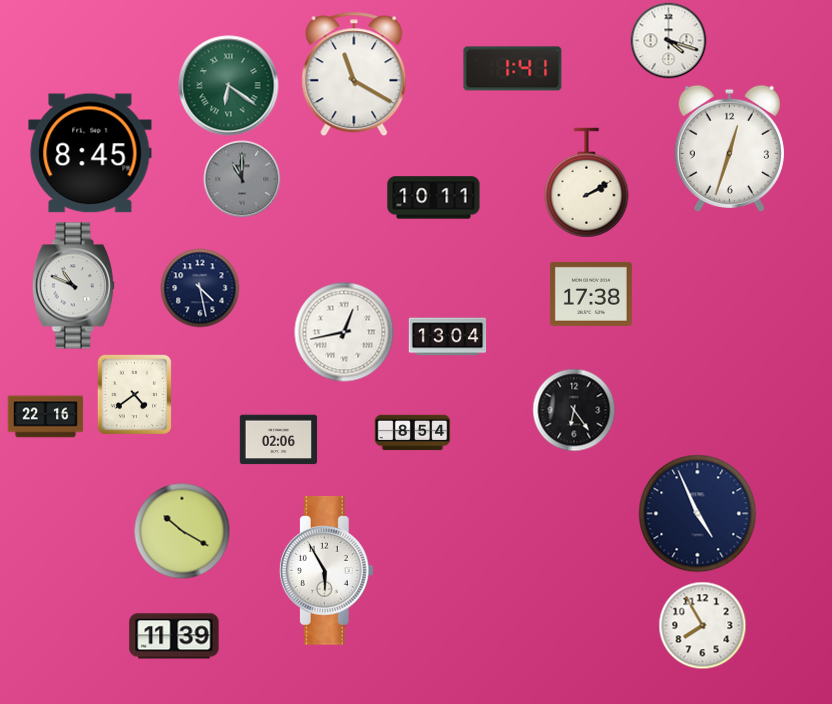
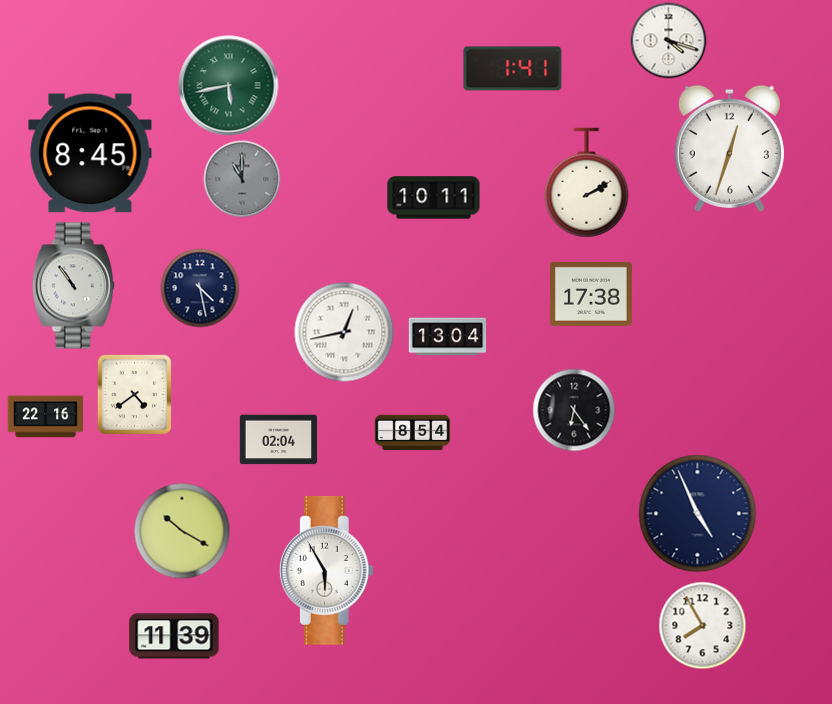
clock at (354, 74): 11:20 -> none
clock at (229, 86): 6:21 -> 5:43
clock at (73, 286): 10:49 -> 10:54
clock at (278, 440): 02:06 -> 02:04
